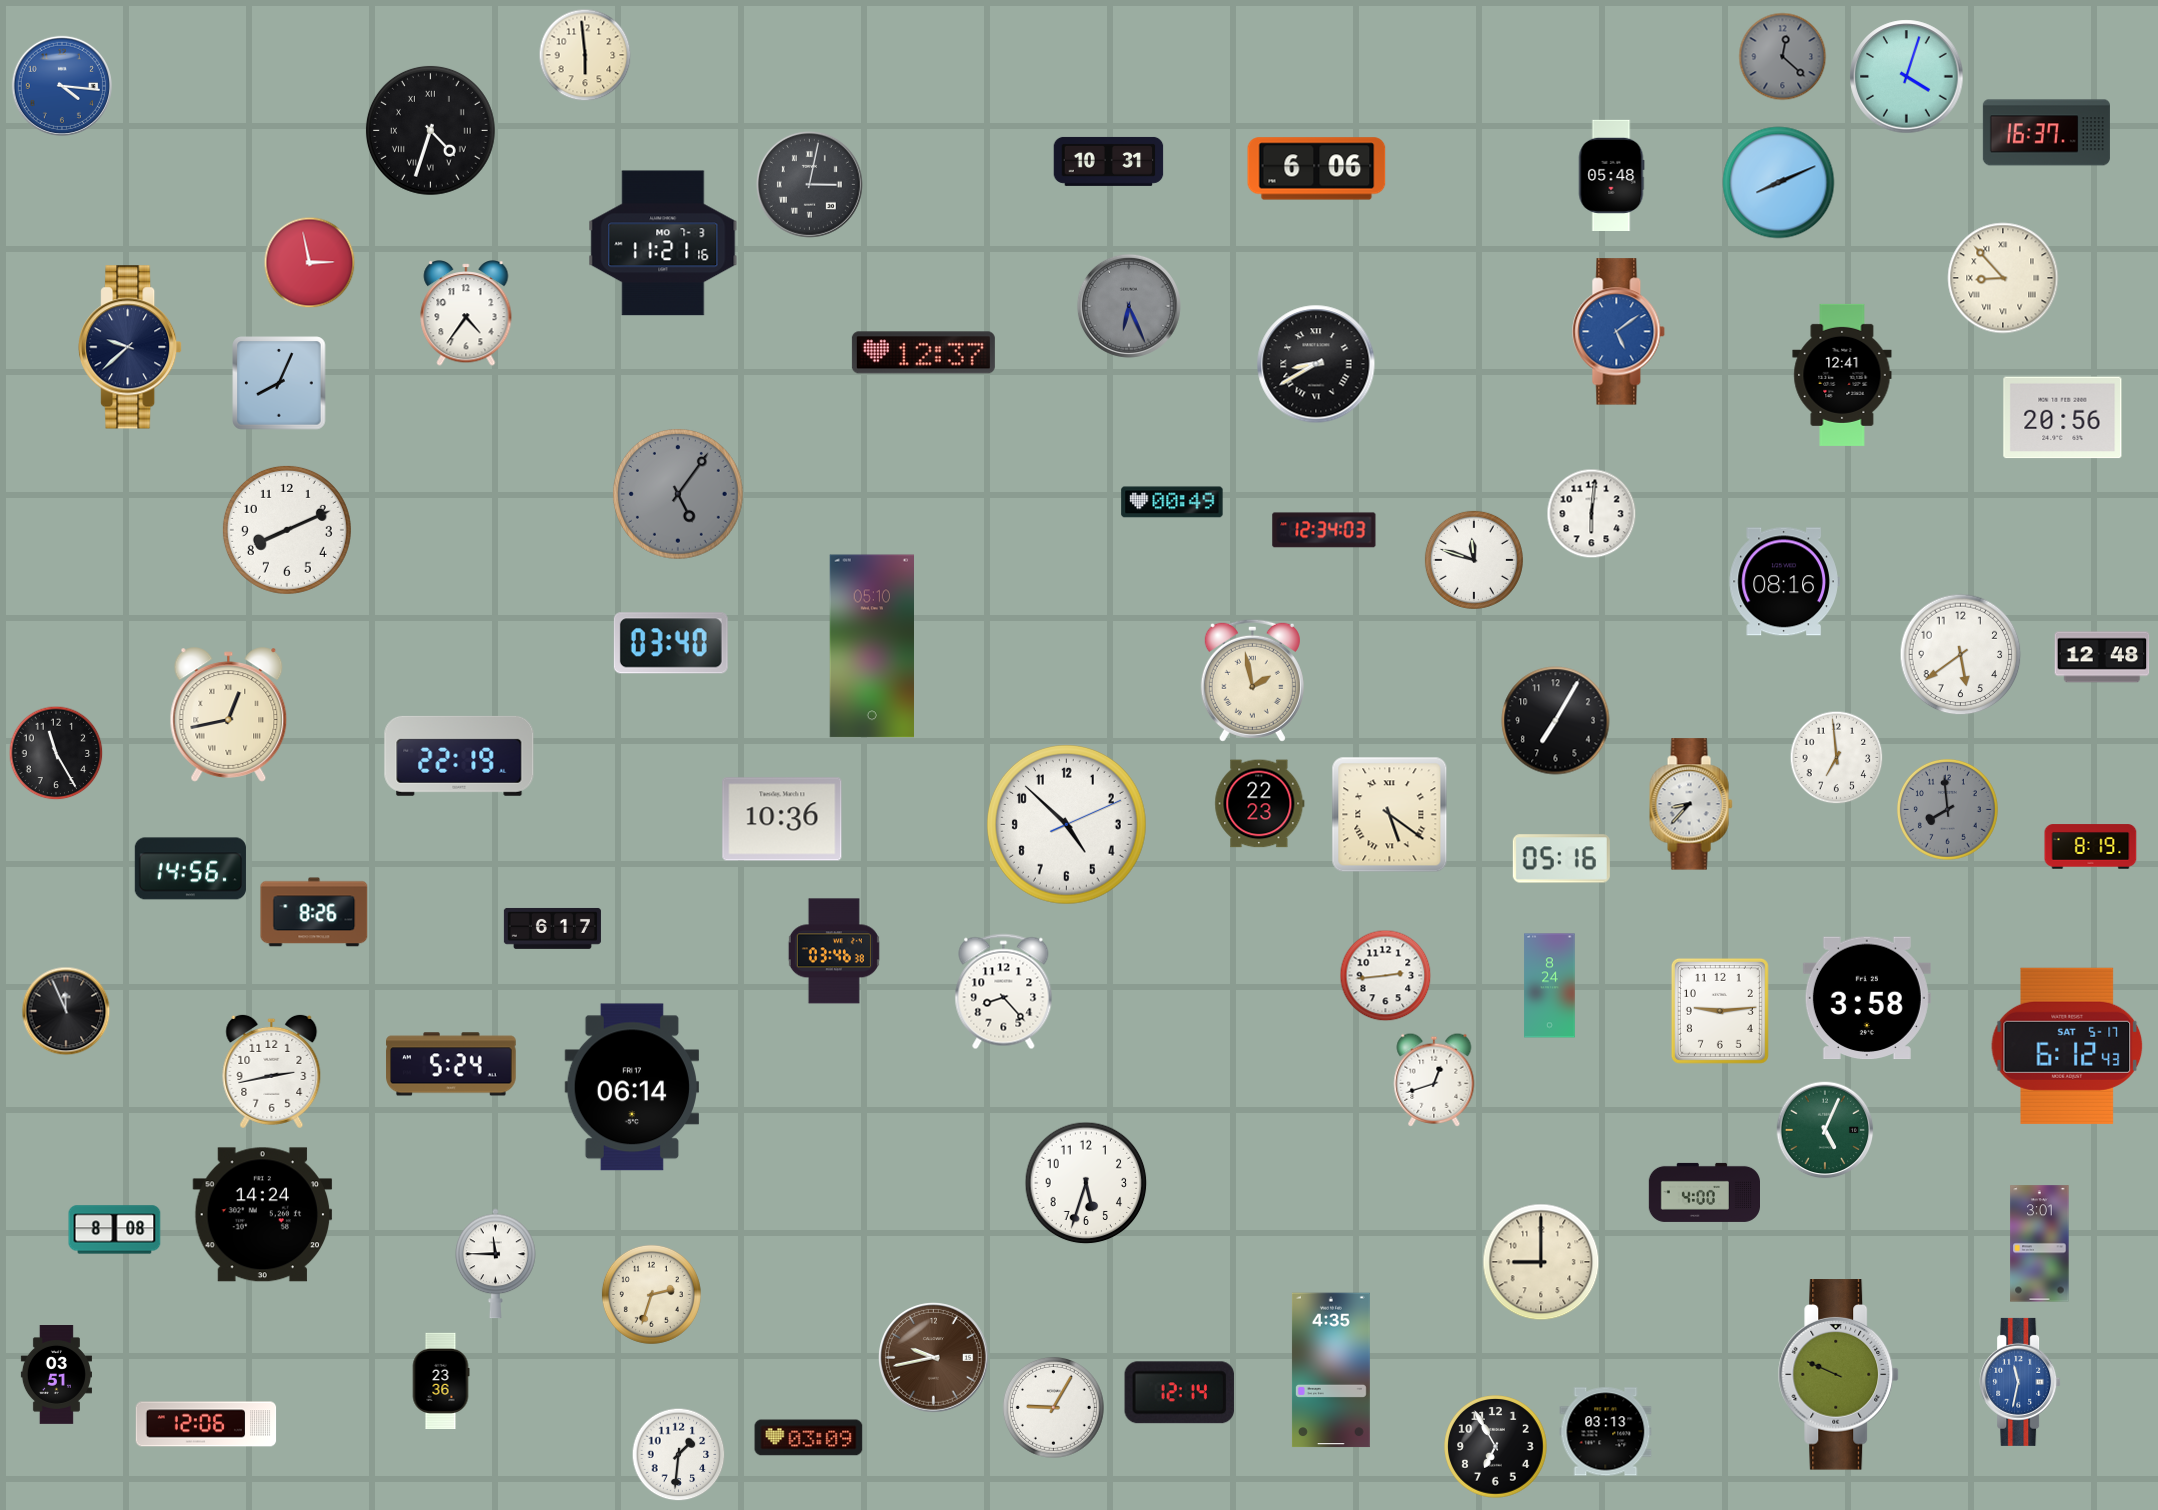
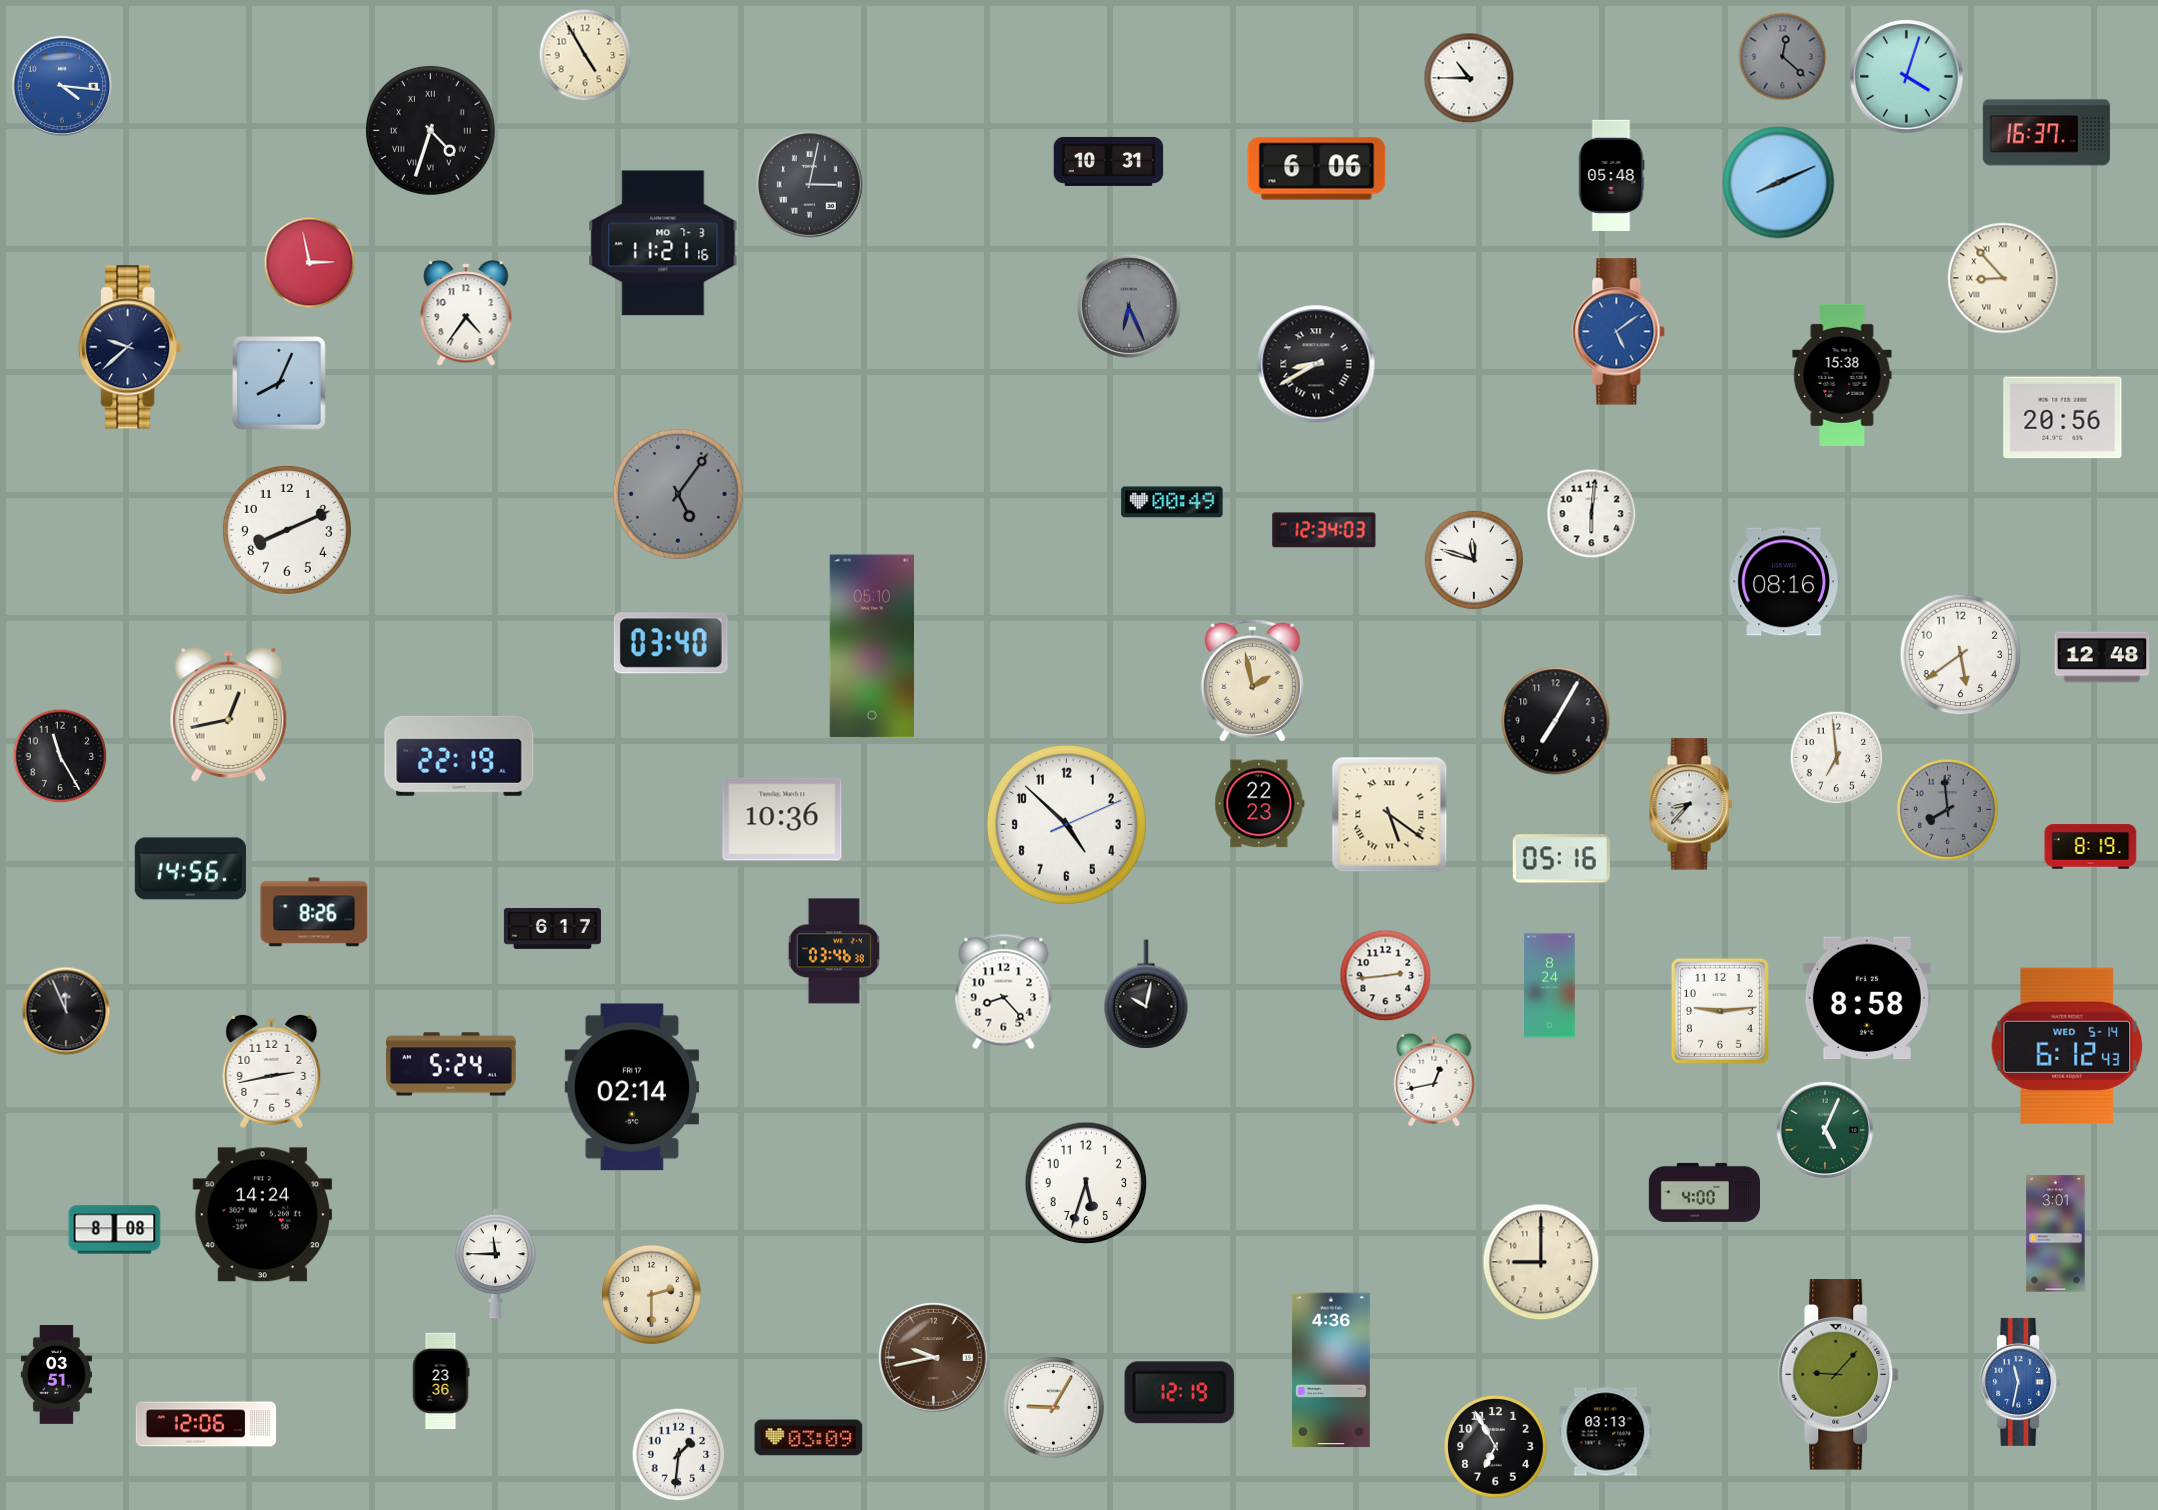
clock at (585, 55): 5:59 -> 4:55
clock at (1469, 78): none -> 10:45
clock at (923, 353): 12:37 -> none
clock at (1842, 375): 12:41 -> 15:38
clock at (56, 753) position: (56, 753) -> (60, 756)
clock at (1146, 994): none -> 10:02
clock at (1867, 998): 3:58 -> 8:58
clock at (2067, 1046) date: SAT 5-17 -> WED 5-14
clock at (1434, 1080): 12:42 -> 12:43
clock at (631, 1087): 06:14 -> 02:14
clock at (2040, 1244) position: (2040, 1244) -> (2056, 1234)
clock at (651, 1294): 2:33 -> 2:30
clock at (1331, 1370): 4:35 -> 4:36
clock at (1839, 1375): 9:49 -> 9:07
clock at (1179, 1393): 12:14 -> 12:19
